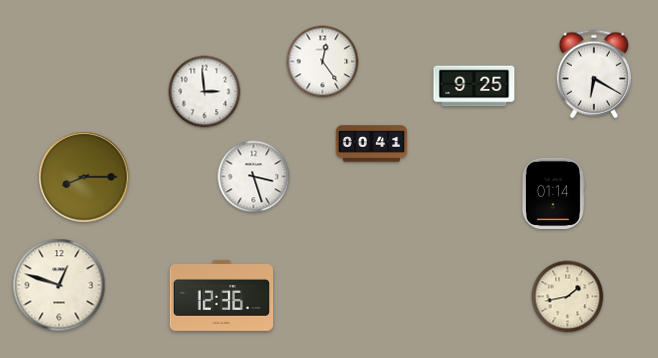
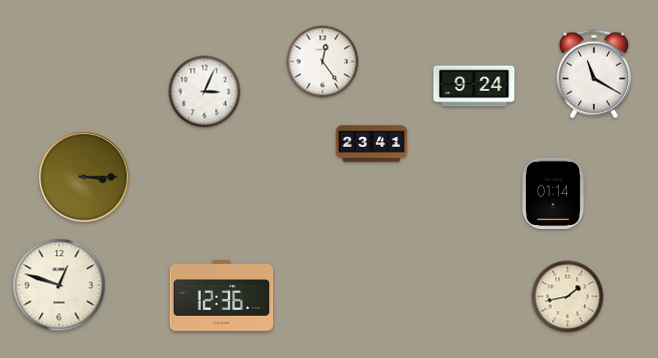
clock at (594, 74): 6:20 -> 11:20
clock at (474, 86): 9:25 -> 9:24
clock at (205, 92): 2:59 -> 3:04
clock at (372, 144): 00:41 -> 23:41
clock at (84, 177): 8:15 -> 3:15
clock at (254, 177): 3:27 -> none
